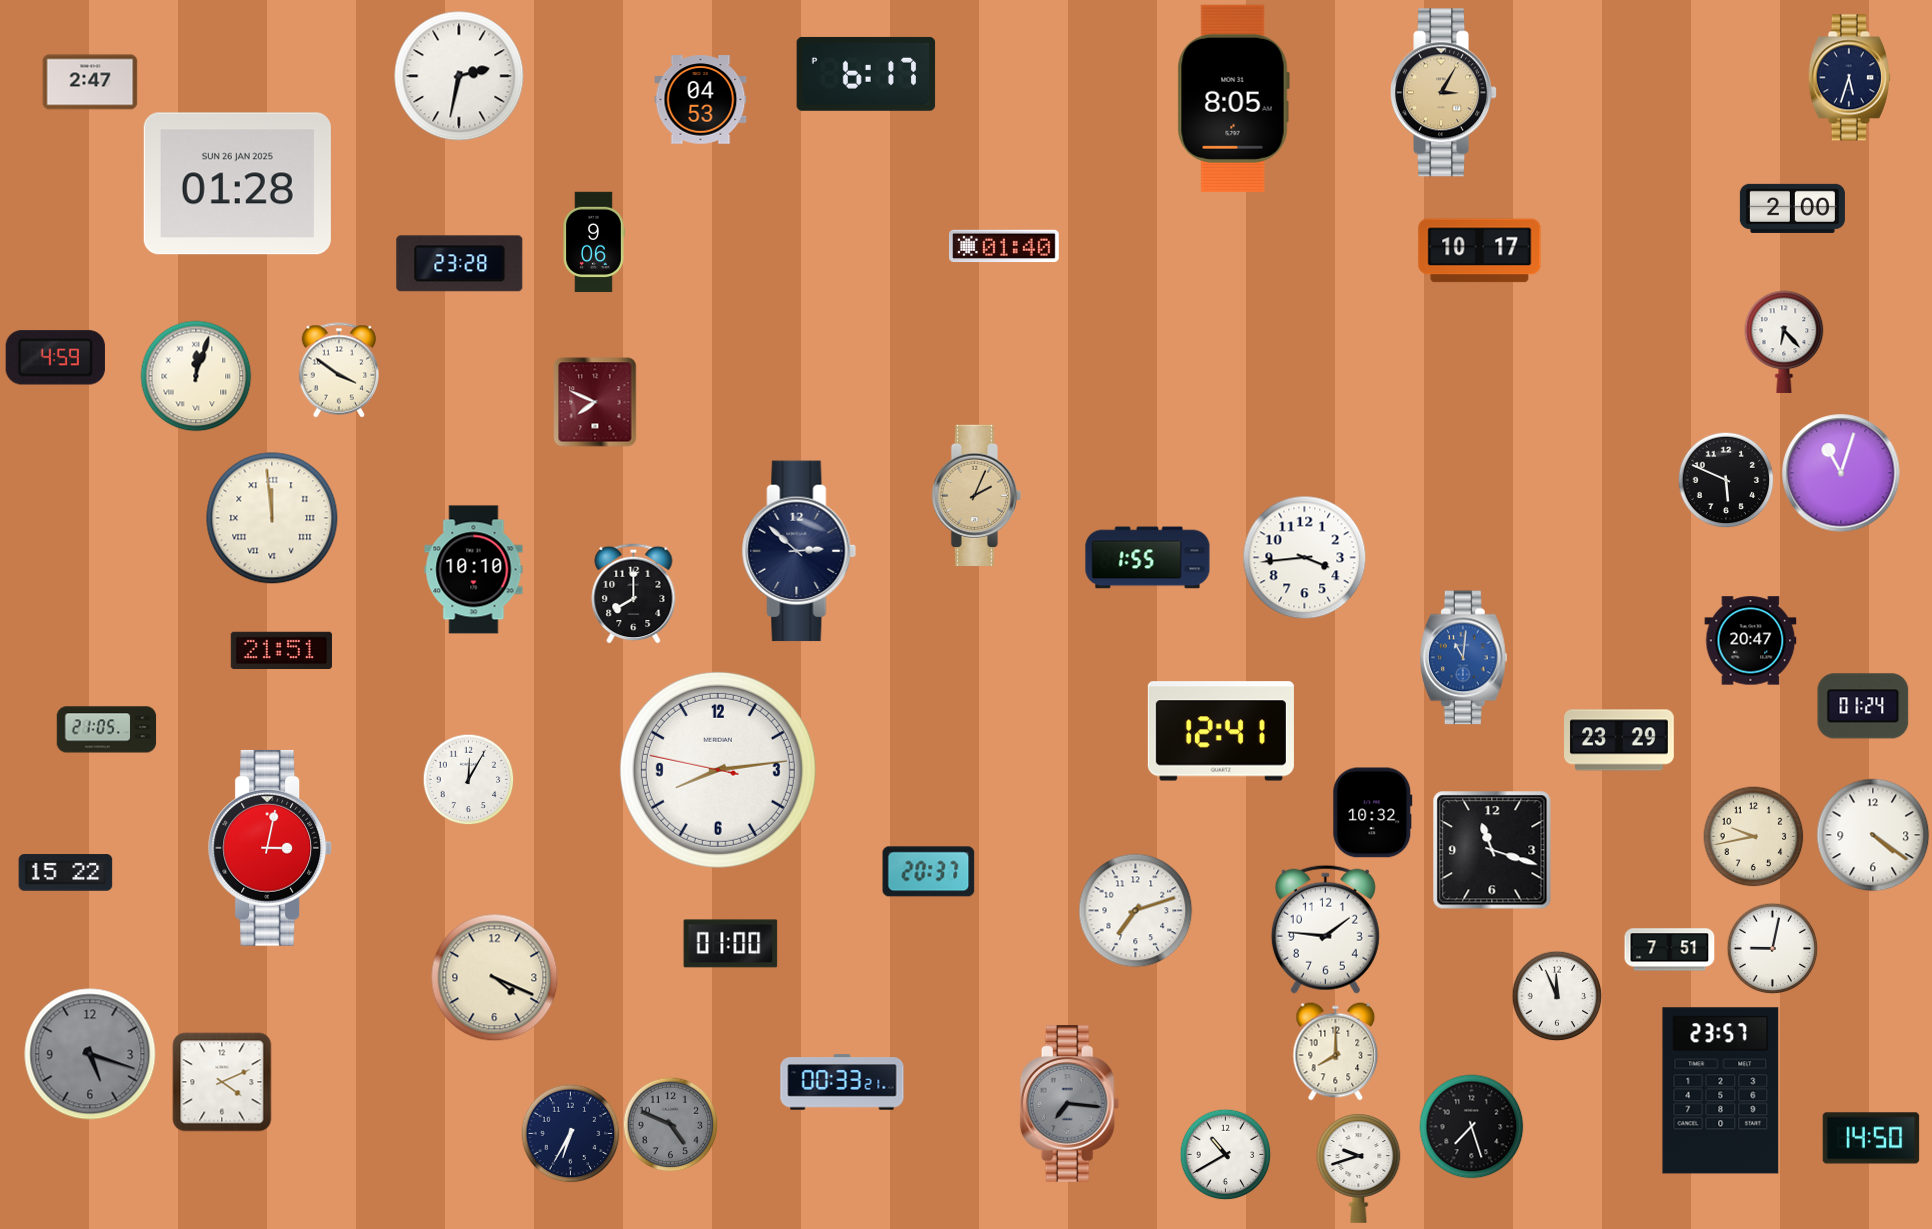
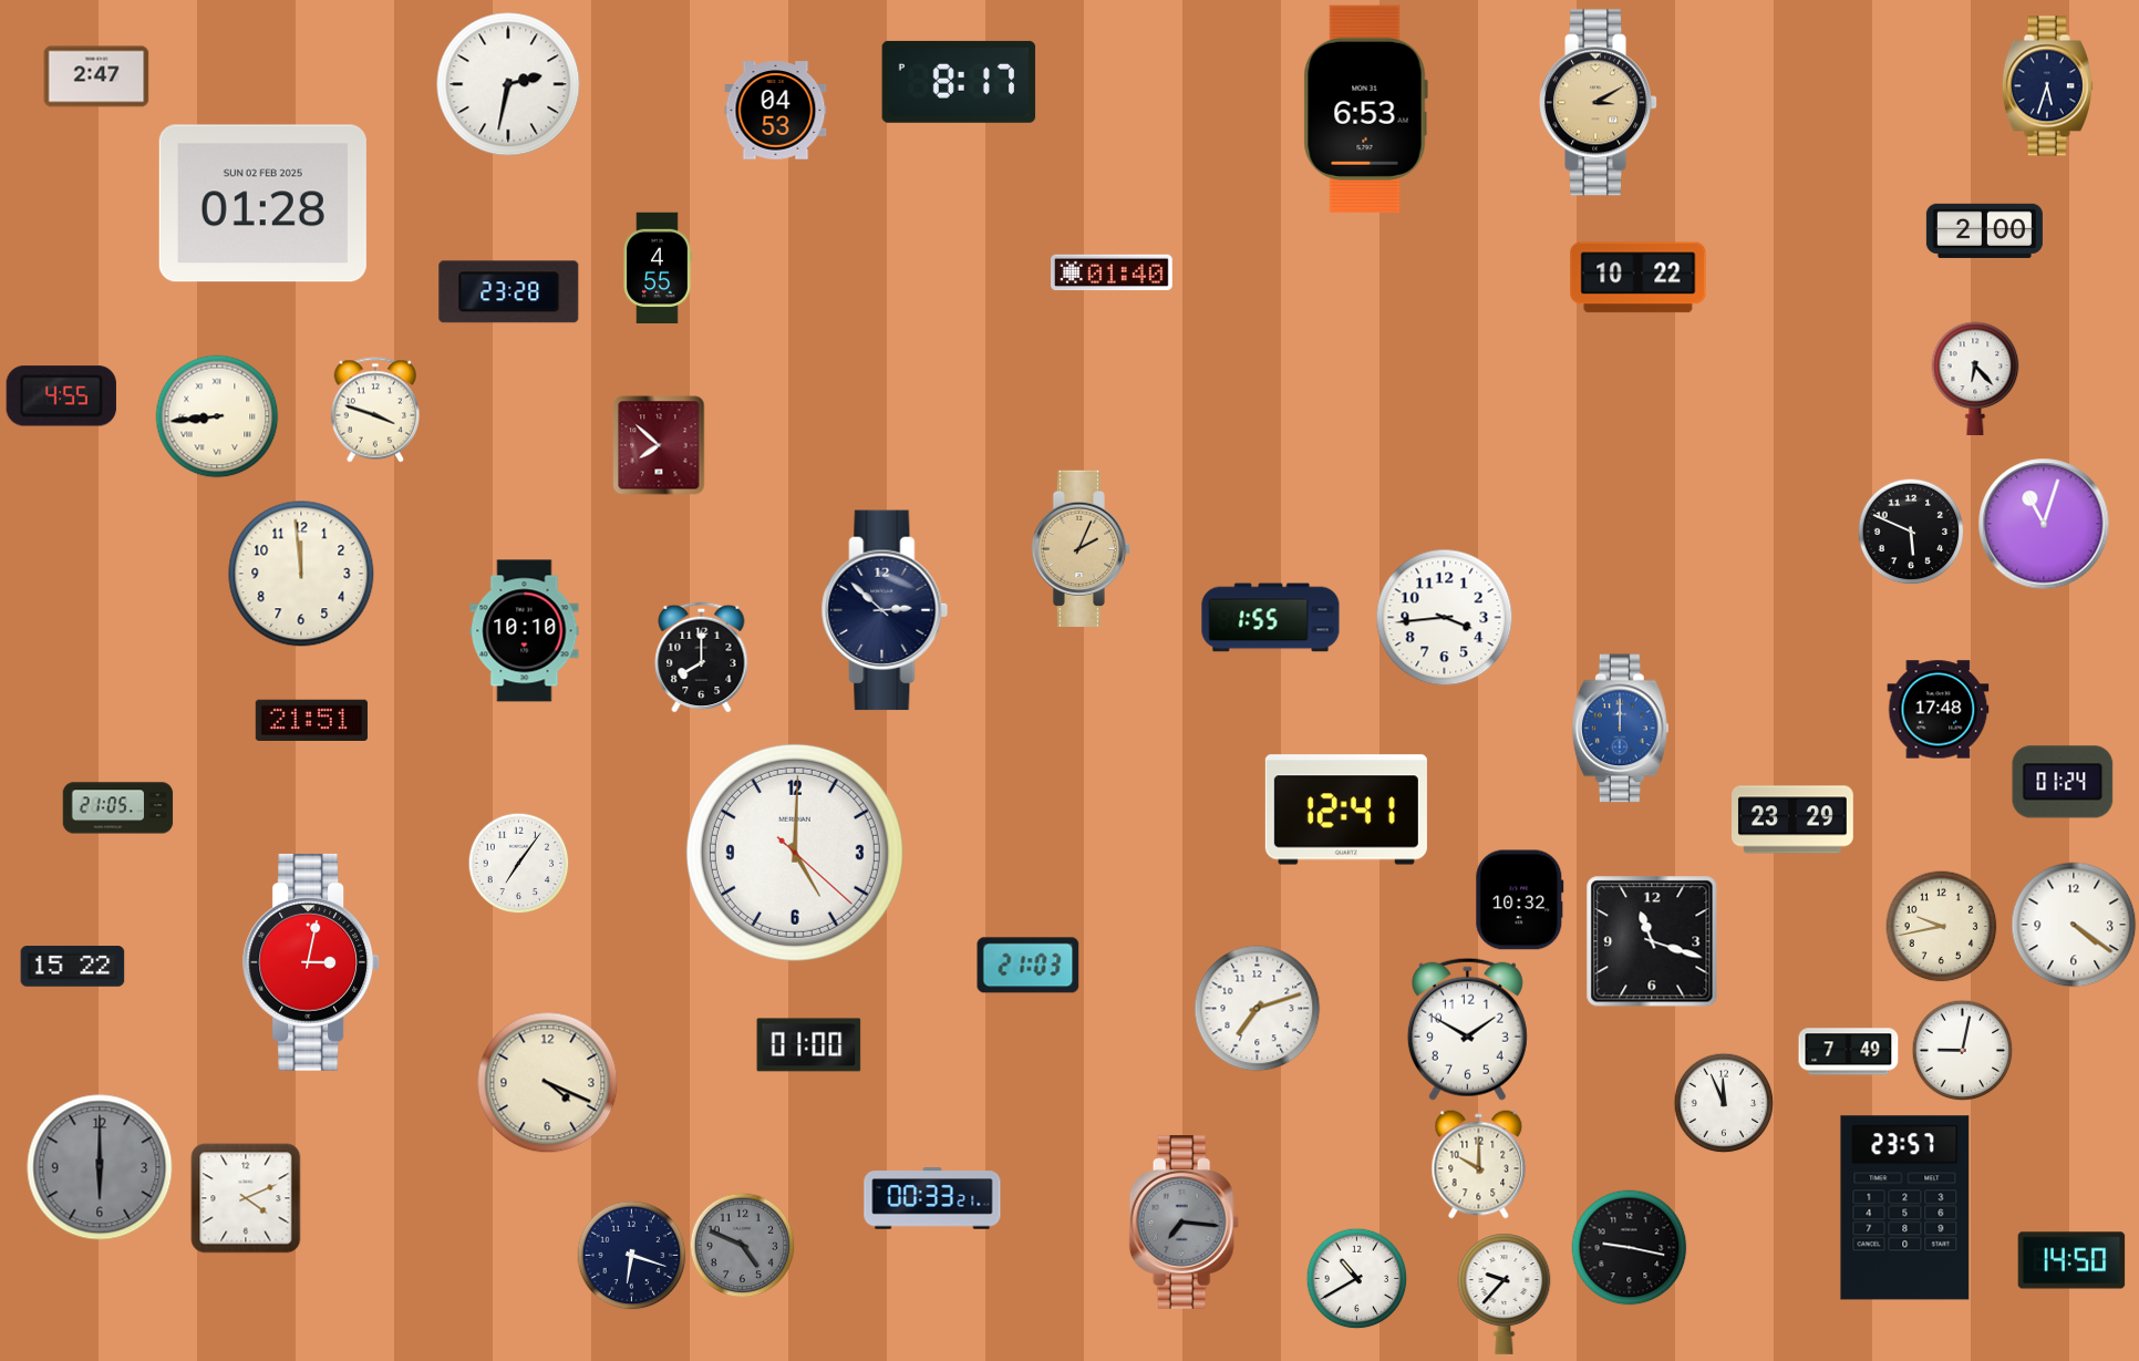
clock at (866, 74): 6:17 -> 8:17
clock at (90, 82) position: (90, 82) -> (96, 76)
clock at (1444, 93): 3:05 -> 3:10
clock at (1233, 98): 8:05 -> 6:53
clock at (237, 184) date: SUN 26 JAN 2025 -> SUN 02 FEB 2025
clock at (594, 242): 9:06 -> 4:55
clock at (1480, 251): 10:17 -> 10:22
clock at (55, 358): 4:59 -> 4:55
clock at (338, 370): 3:51 -> 3:48
clock at (196, 376): 12:03 -> 8:44
clock at (595, 402): 7:49 -> 7:52
clock at (1841, 473) position: (1841, 473) -> (2044, 524)
clock at (272, 518) numerals: Roman -> Arabic
clock at (1751, 641): 20:47 -> 17:48
clock at (1463, 658): 11:01 -> 12:00
clock at (1221, 731) position: (1221, 731) -> (1346, 810)
clock at (718, 770): 8:13 -> 5:00
clock at (468, 779): 12:05 -> 7:06
clock at (271, 848) position: (271, 848) -> (312, 962)
clock at (929, 872): 20:37 -> 21:03
clock at (1325, 929): 1:46 -> 1:50
clock at (1670, 950): 7:51 -> 7:49
clock at (1336, 1052): 8:00 -> 10:00
clock at (90, 1054): 5:18 -> 6:00
clock at (1472, 1127): 7:27 -> 9:17
clock at (571, 1134): 6:35 -> 6:18
clock at (1359, 1168): 9:42 -> 9:37
